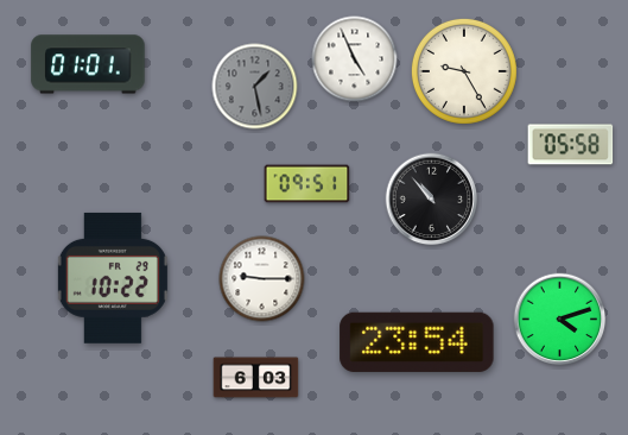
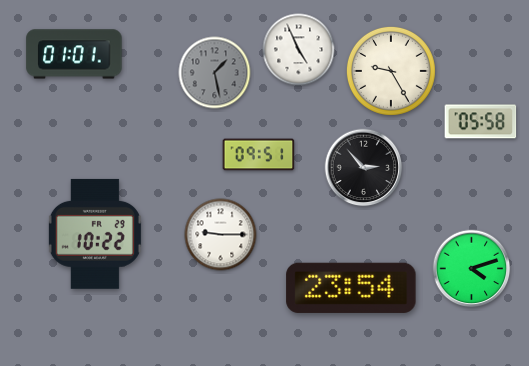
clock at (464, 71) position: (464, 71) -> (391, 71)
clock at (432, 200): 10:53 -> 2:53
clock at (256, 378): 6:03 -> none
